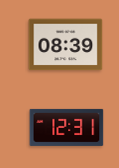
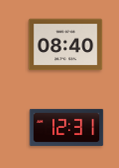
clock at (66, 45): 08:39 -> 08:40
